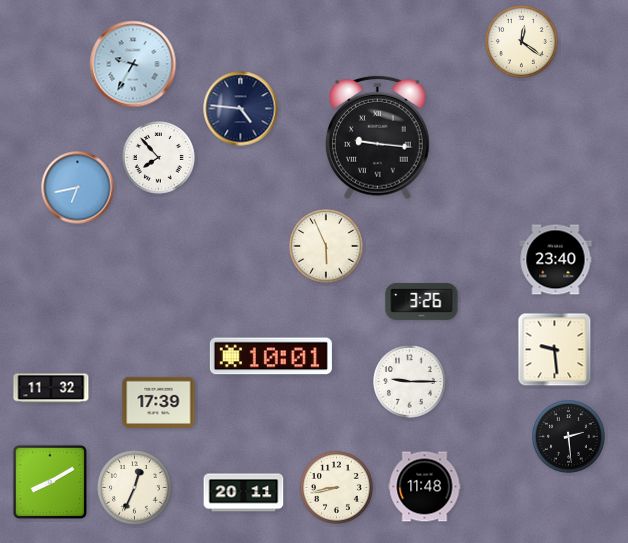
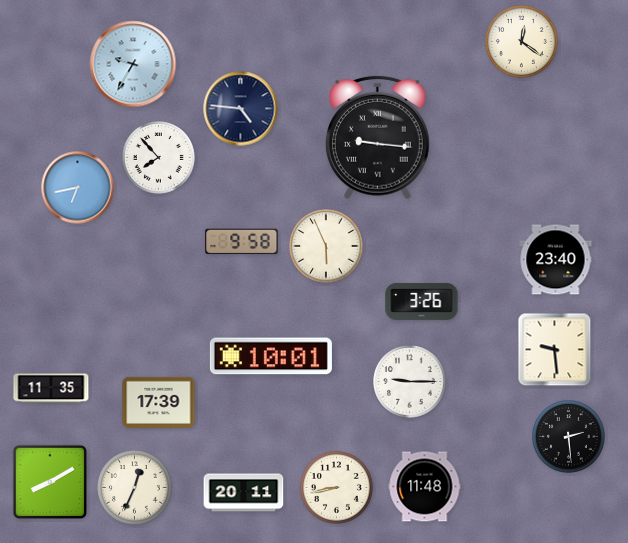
clock at (242, 242): none -> 9:58
clock at (51, 388): 11:32 -> 11:35
